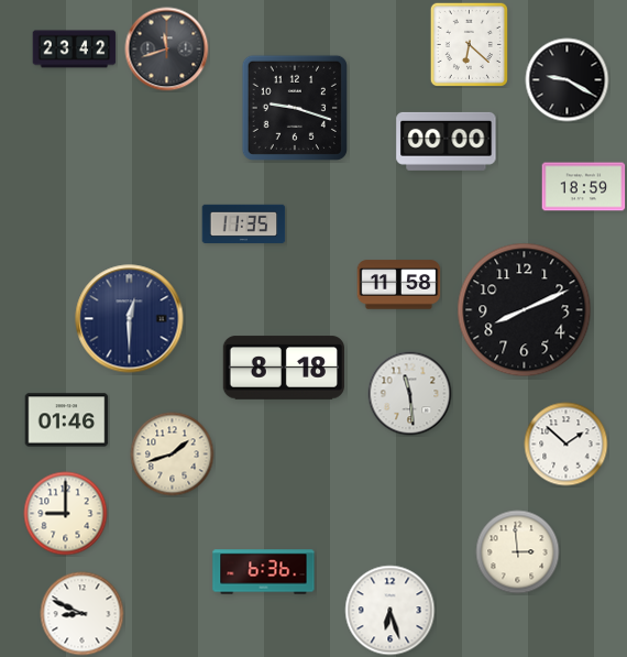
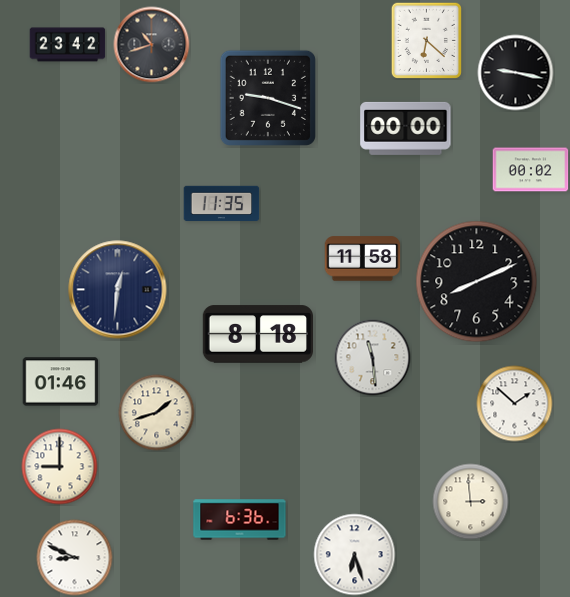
clock at (167, 50): 11:42 -> 10:42
clock at (568, 80): 9:20 -> 9:17
clock at (584, 187): 18:59 -> 00:02
clock at (130, 319): 12:30 -> 12:31
